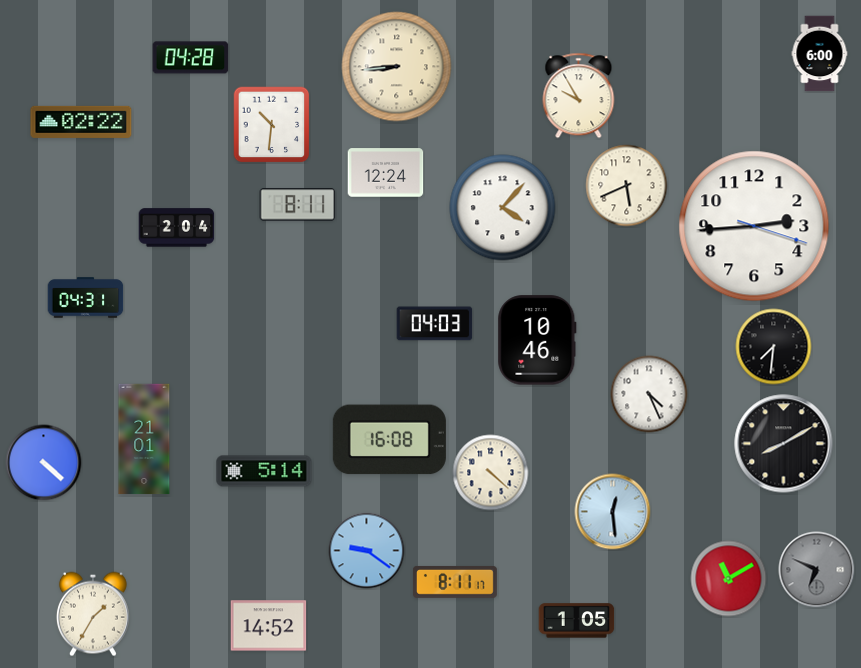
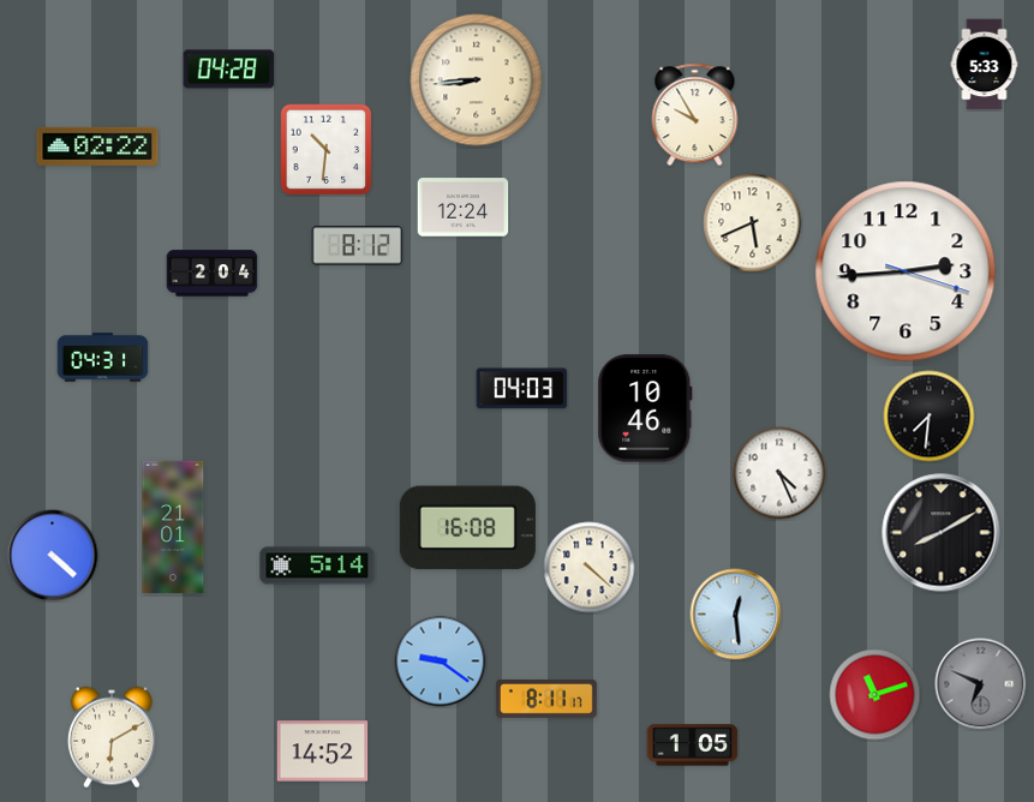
clock at (820, 54): 6:00 -> 5:33
clock at (298, 205): 8:11 -> 8:12
clock at (503, 208): 4:07 -> none
clock at (729, 579): 11:10 -> 11:12
clock at (93, 614): 1:35 -> 6:10
